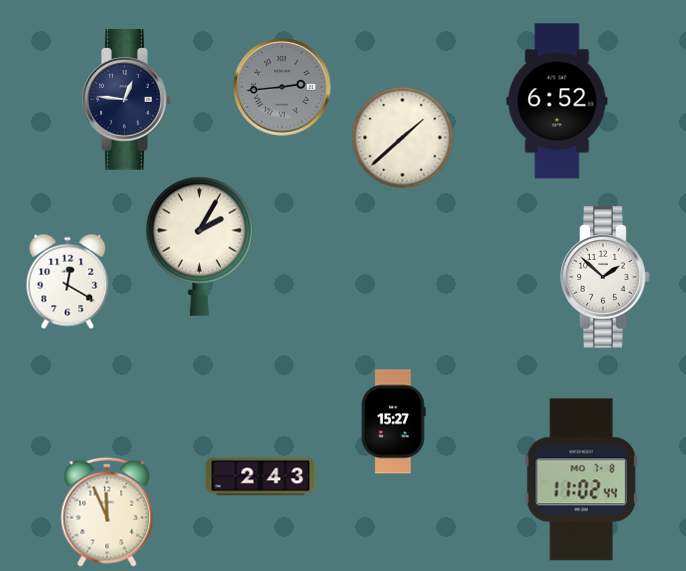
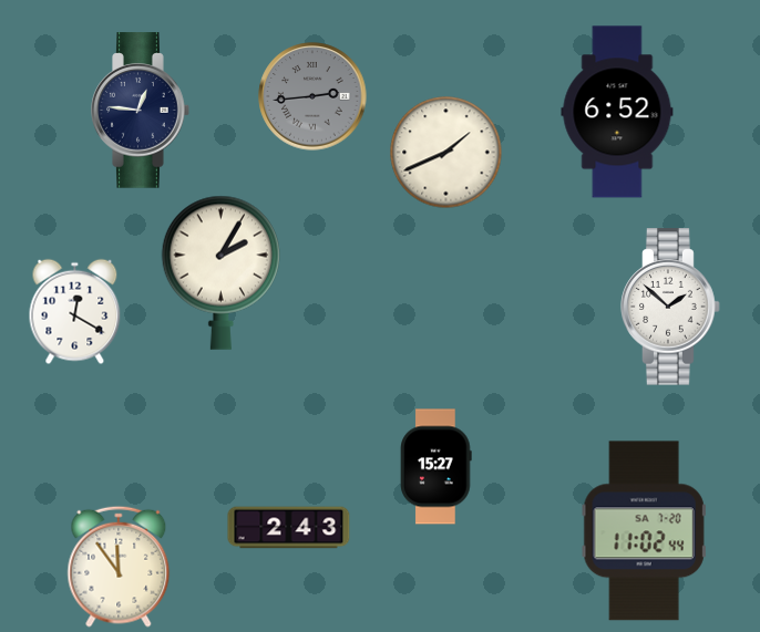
clock at (403, 138): 1:38 -> 1:41
clock at (581, 480) date: MO 7-8 -> SA 7-20
clock at (107, 512): 11:56 -> 11:54
